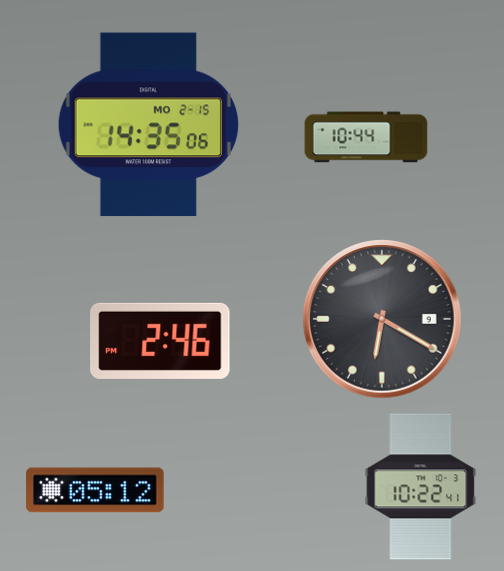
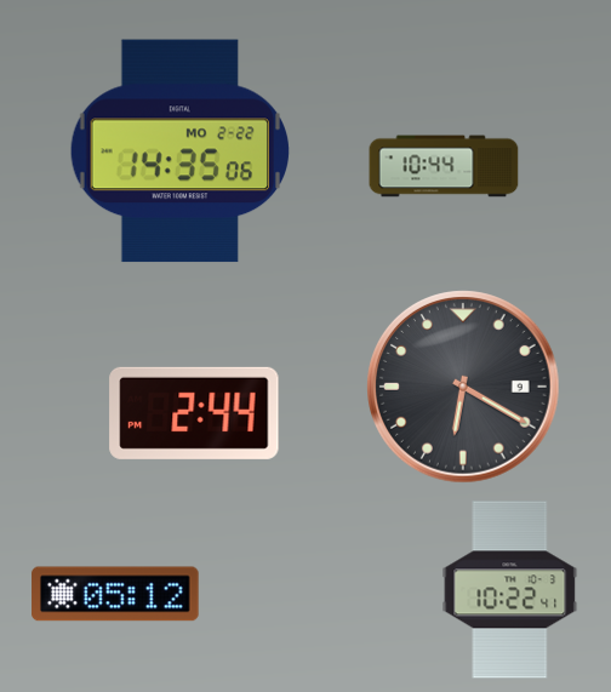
clock at (148, 125) date: MO 2-15 -> MO 2-22
clock at (160, 341): 2:46 -> 2:44
